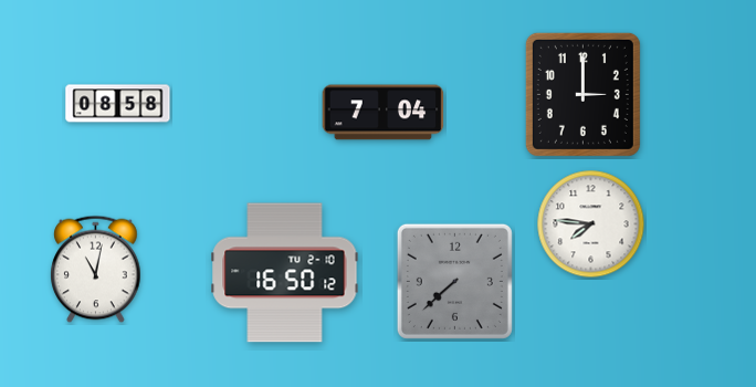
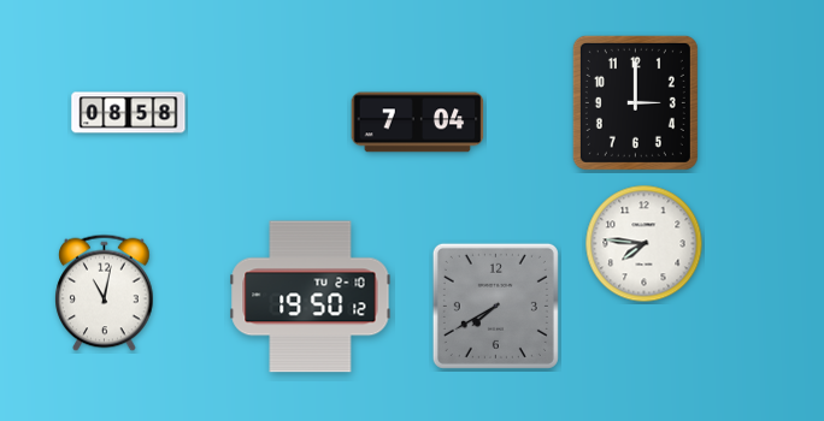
clock at (285, 273): 16:50 -> 19:50
clock at (454, 281): 7:38 -> 7:40
